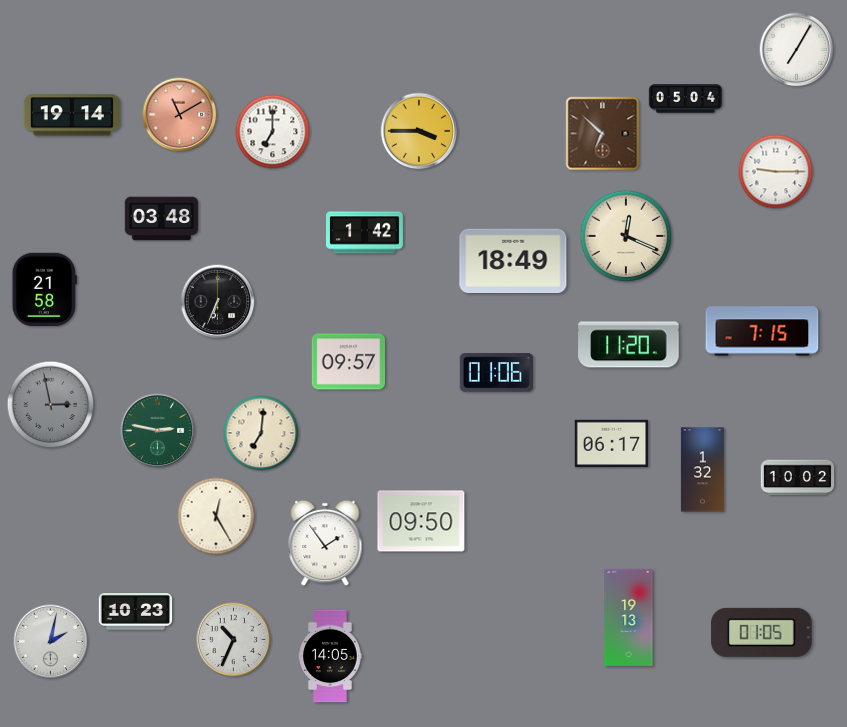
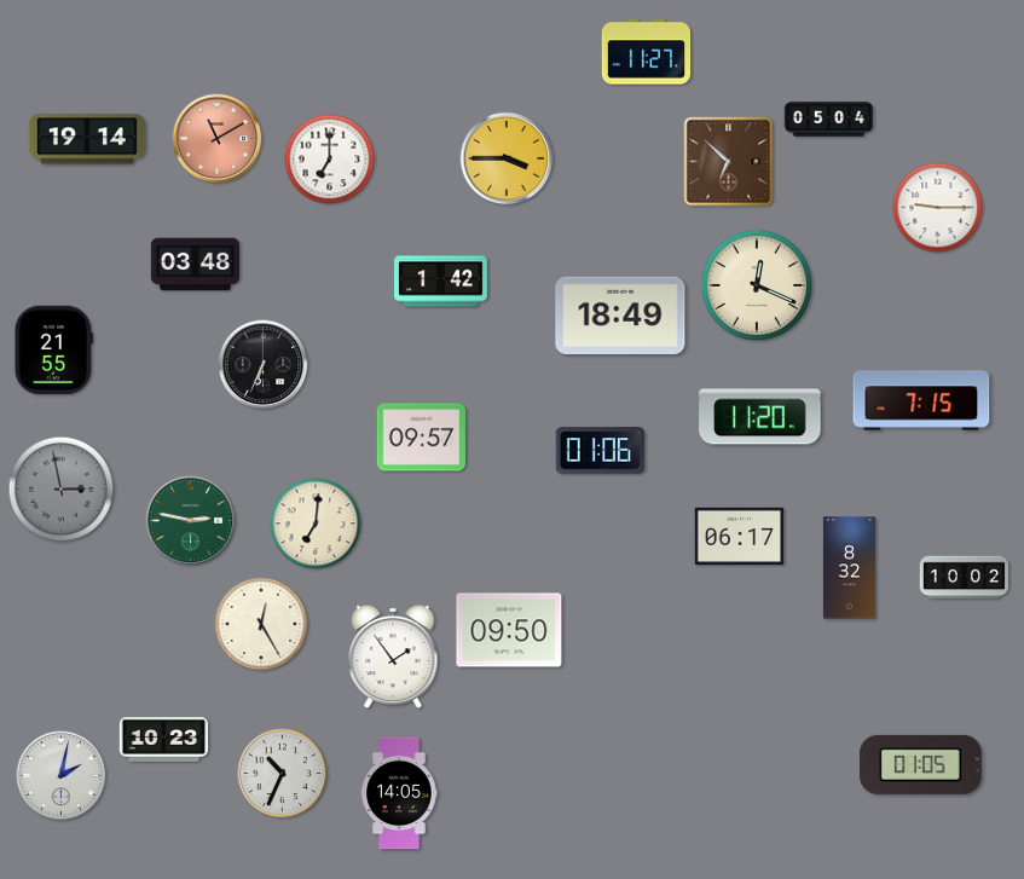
clock at (647, 52): none -> 11:27
clock at (797, 50): 7:05 -> none
clock at (44, 289): 21:58 -> 21:55
clock at (702, 470): 1:32 -> 8:32
clock at (629, 617): 19:13 -> none
